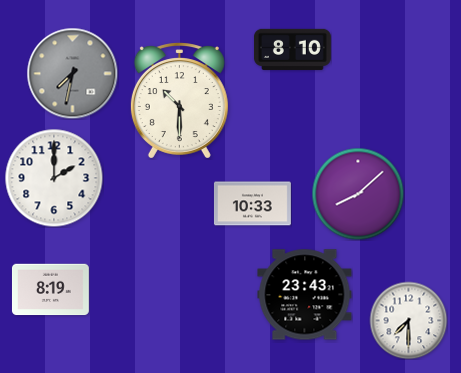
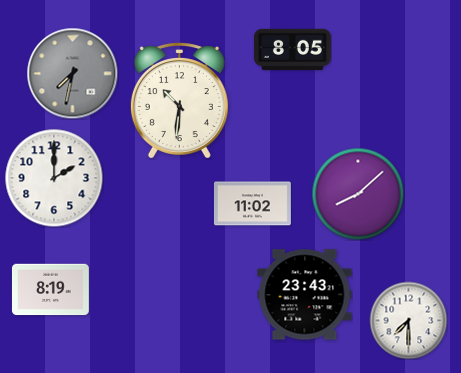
clock at (292, 49): 8:10 -> 8:05
clock at (179, 101): 10:30 -> 10:31
clock at (252, 204): 10:33 -> 11:02
